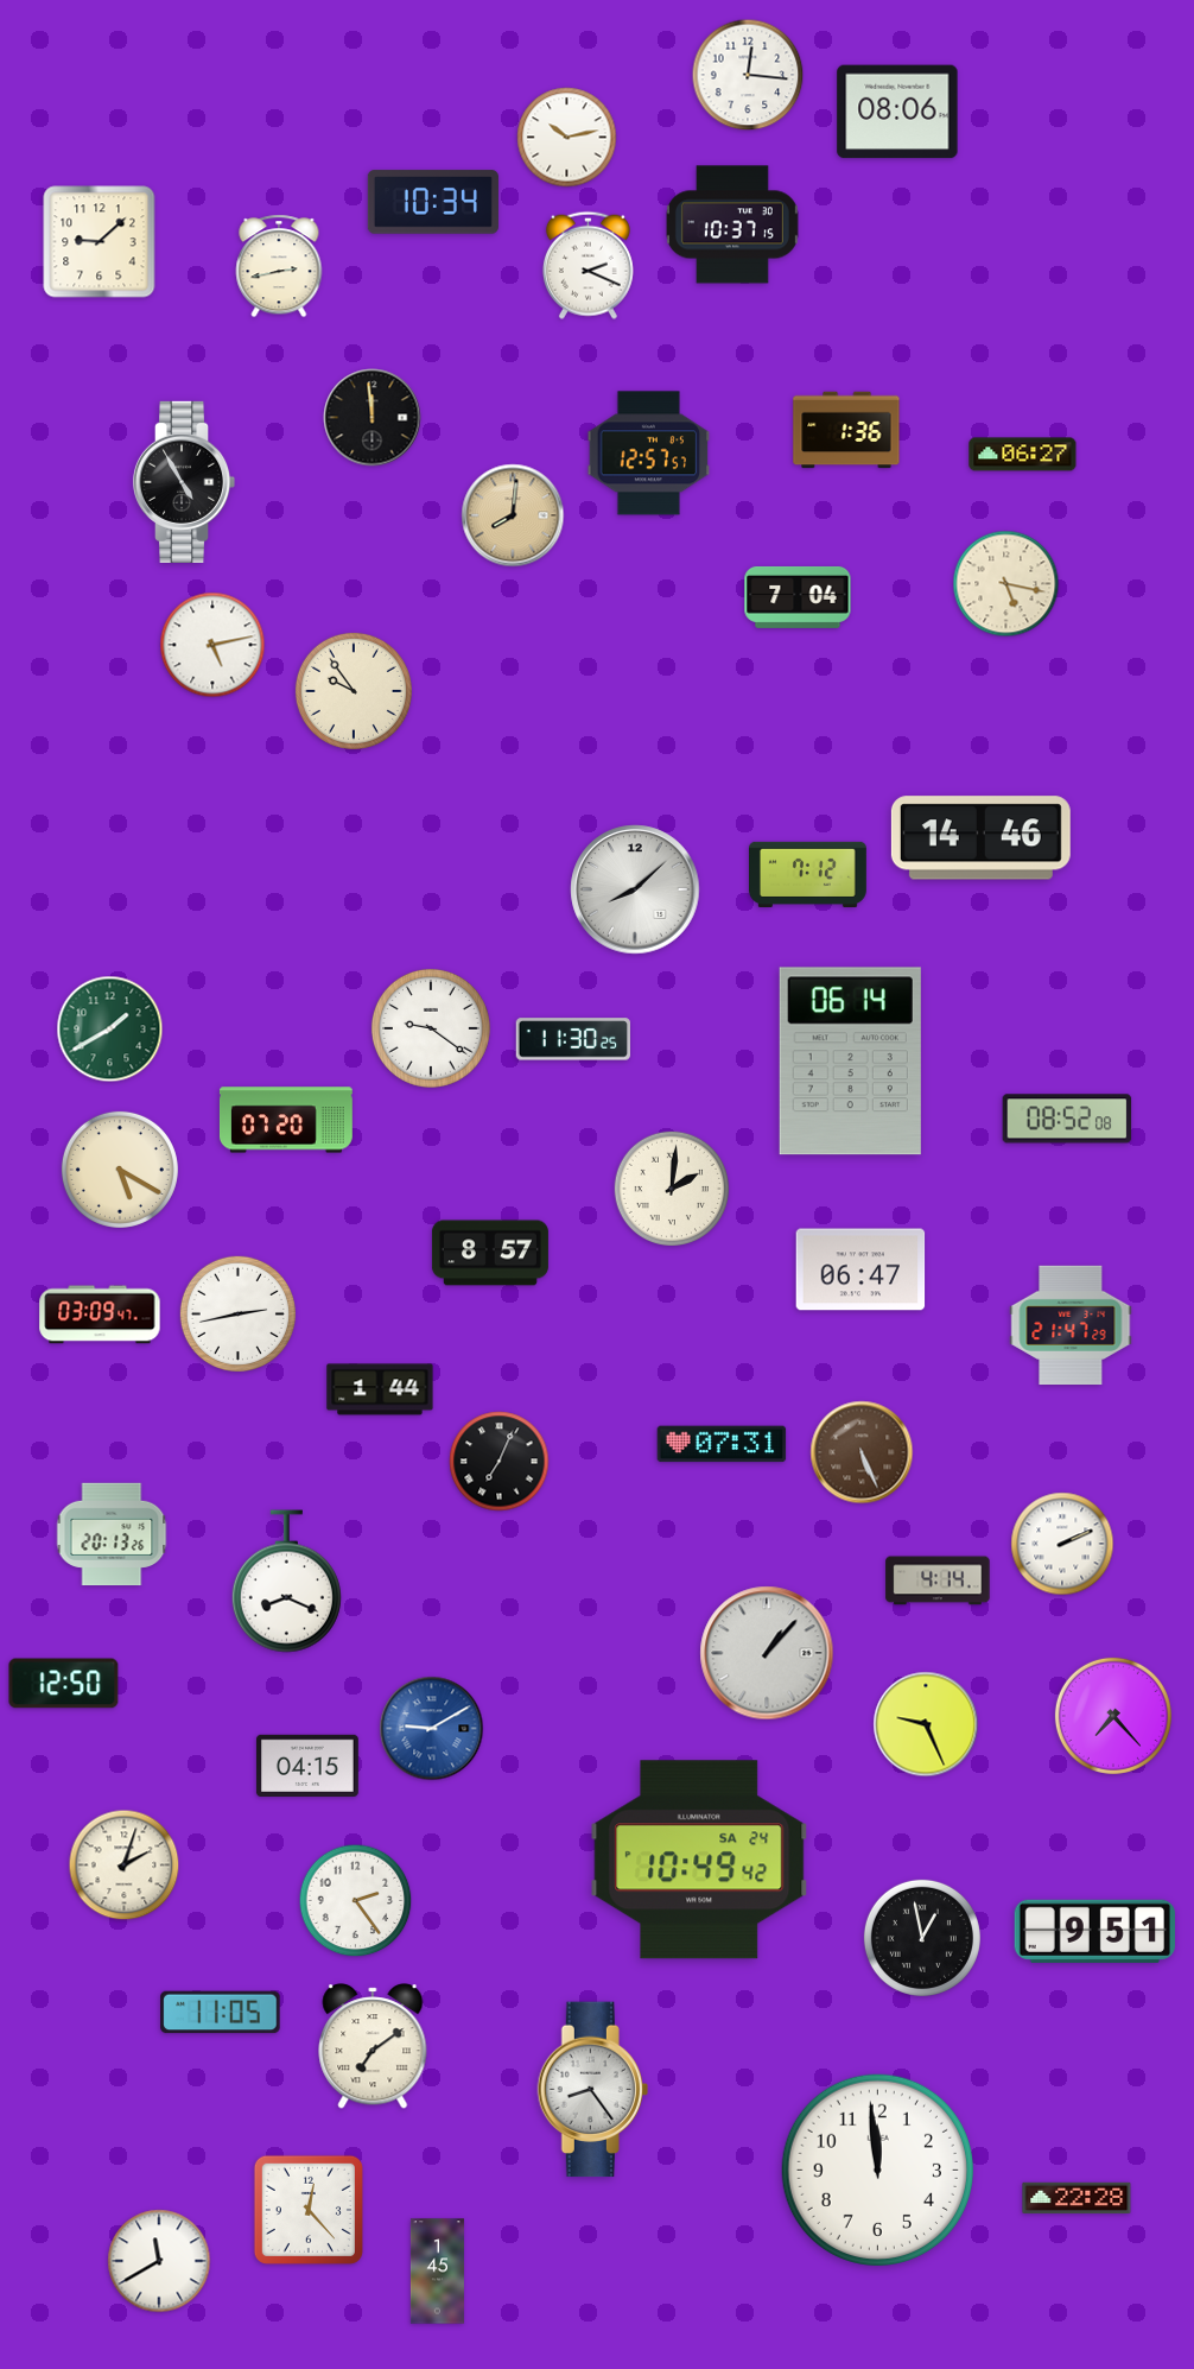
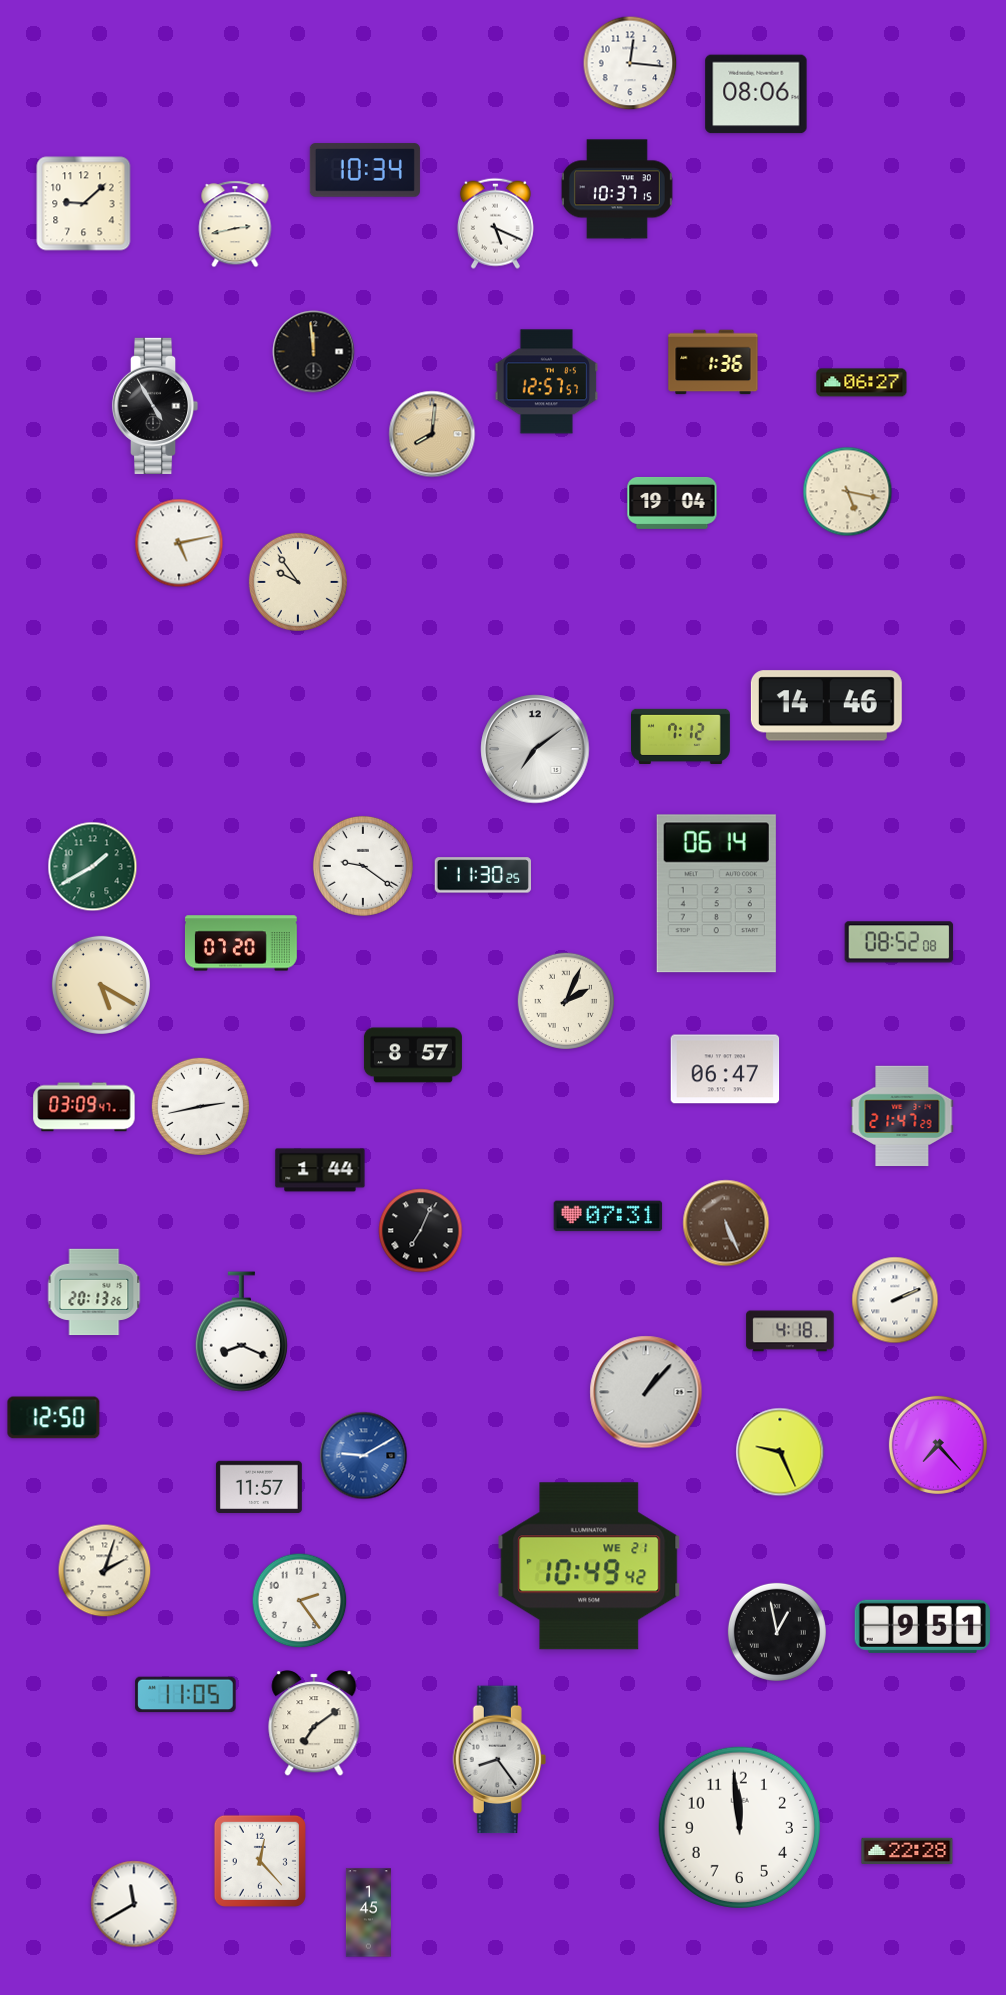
clock at (567, 138): 10:13 -> none
clock at (588, 265): 2:19 -> 5:19
clock at (798, 597): 7:04 -> 19:04
clock at (635, 889): 8:08 -> 7:09
clock at (672, 1189): 2:01 -> 2:04
clock at (938, 1581): 4:14 -> 4:18
clock at (307, 1765): 04:15 -> 11:57
clock at (699, 1860) date: SA 24 -> WE 21
